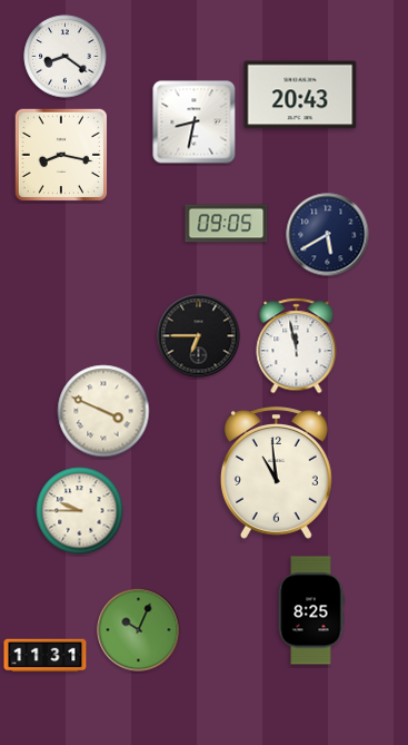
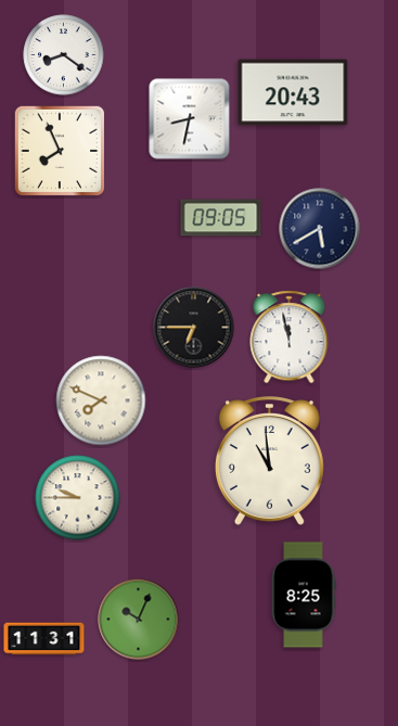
clock at (60, 154): 8:17 -> 7:56
clock at (103, 411): 3:49 -> 7:49
clock at (139, 630) position: (139, 630) -> (139, 620)
